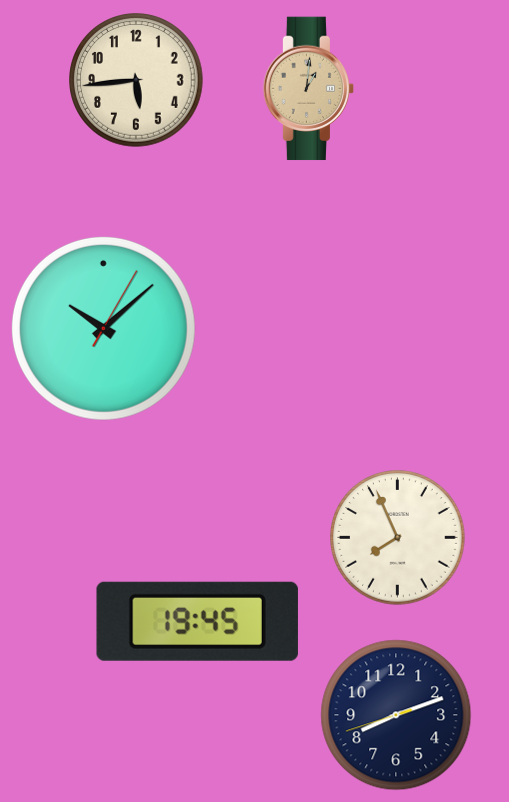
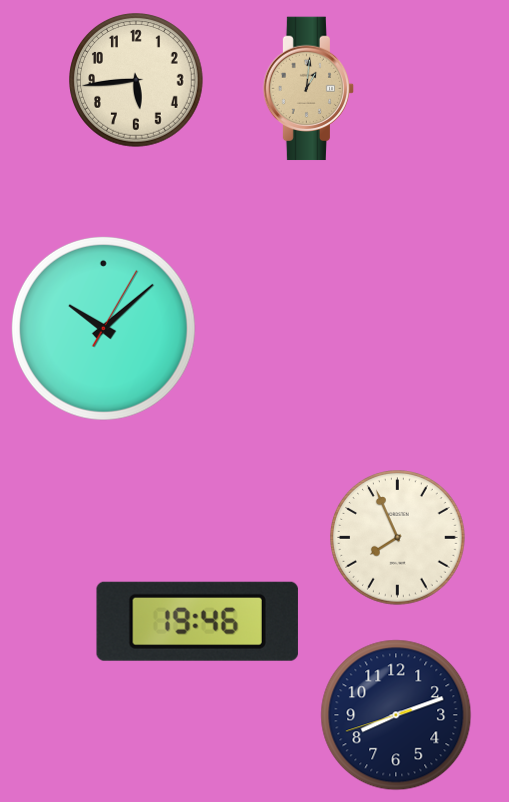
clock at (197, 621): 19:45 -> 19:46
